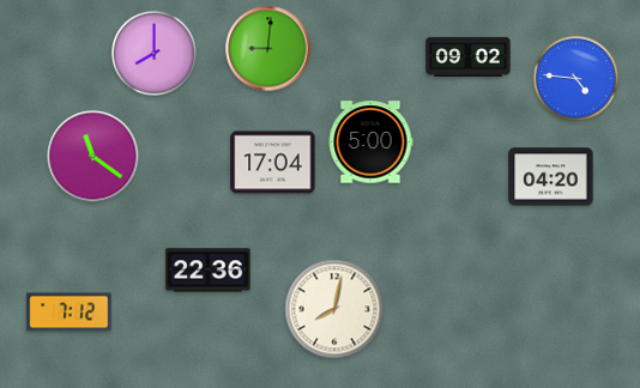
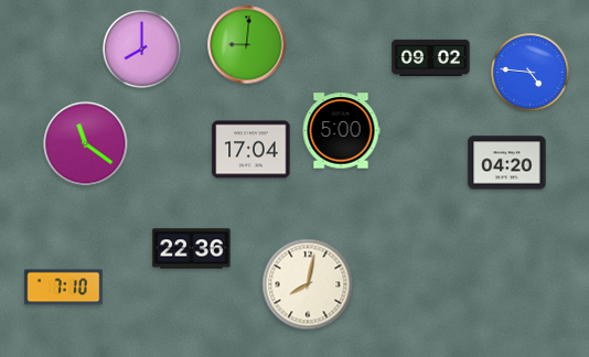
clock at (469, 56) position: (469, 56) -> (431, 57)
clock at (70, 313): 7:12 -> 7:10
